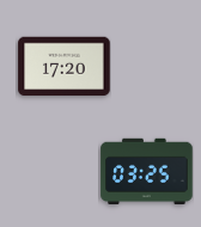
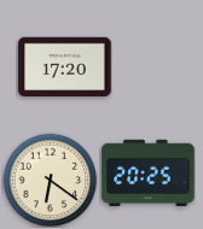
clock at (147, 172): 03:25 -> 20:25
clock at (50, 180): none -> 6:21
